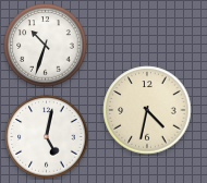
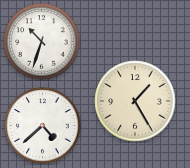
clock at (147, 110): 4:32 -> 1:25
clock at (47, 137): 5:02 -> 4:38
